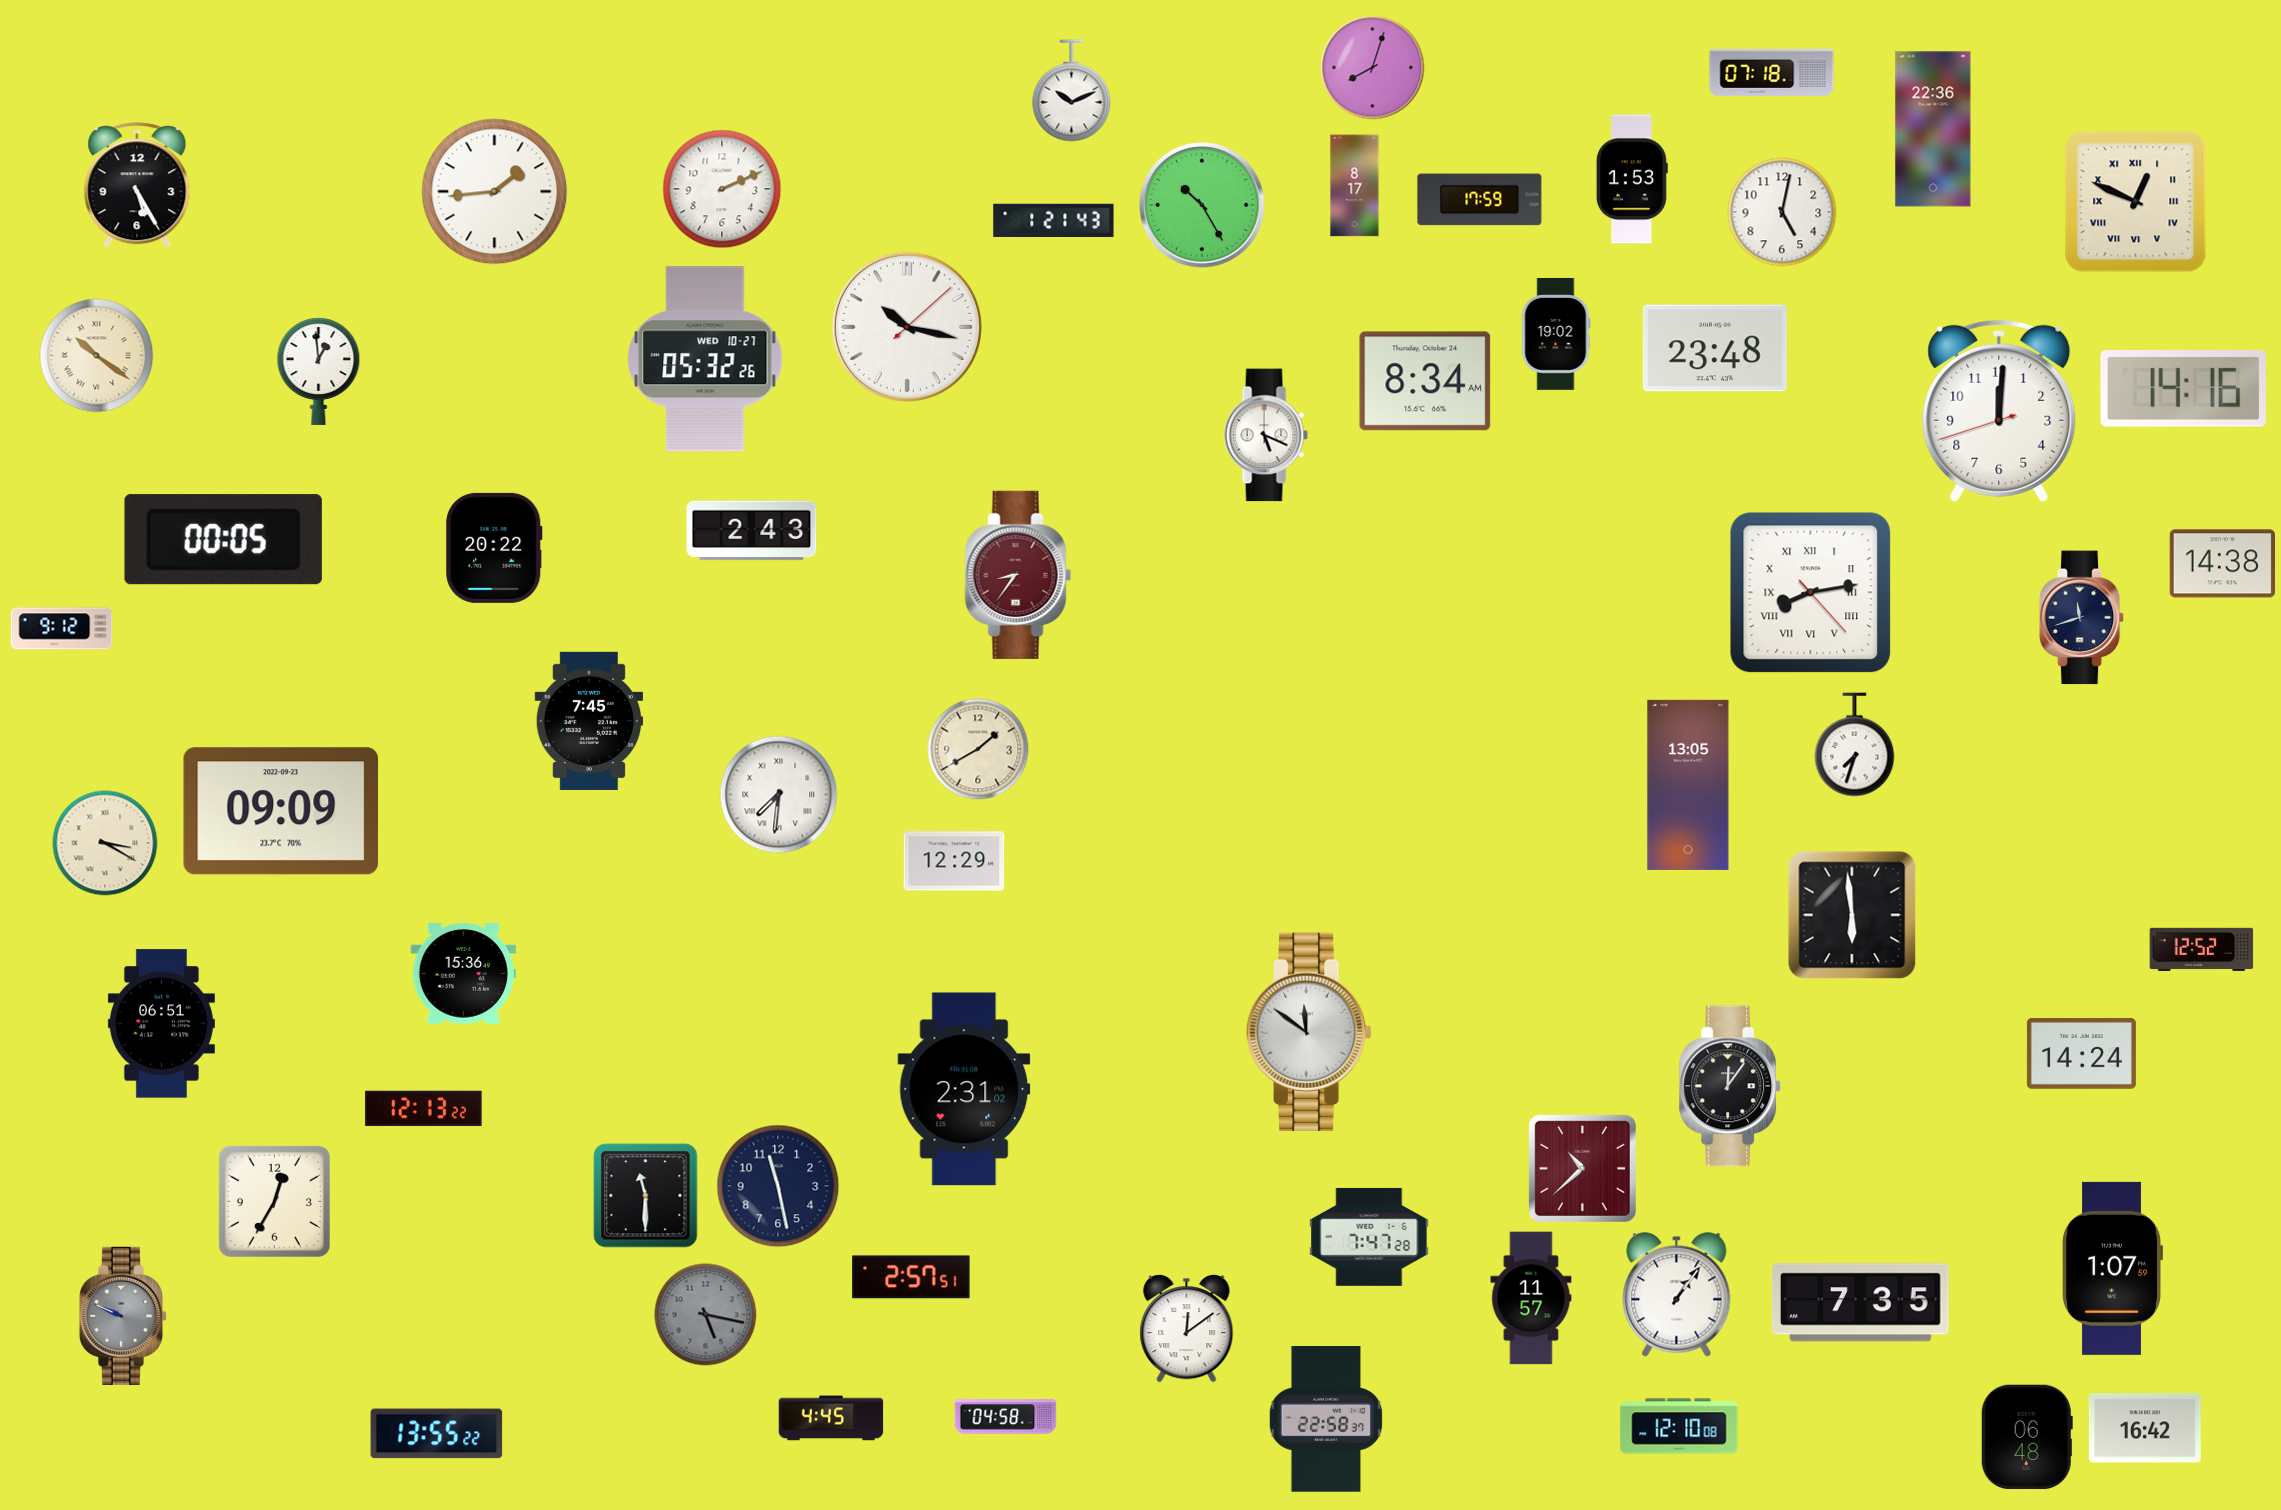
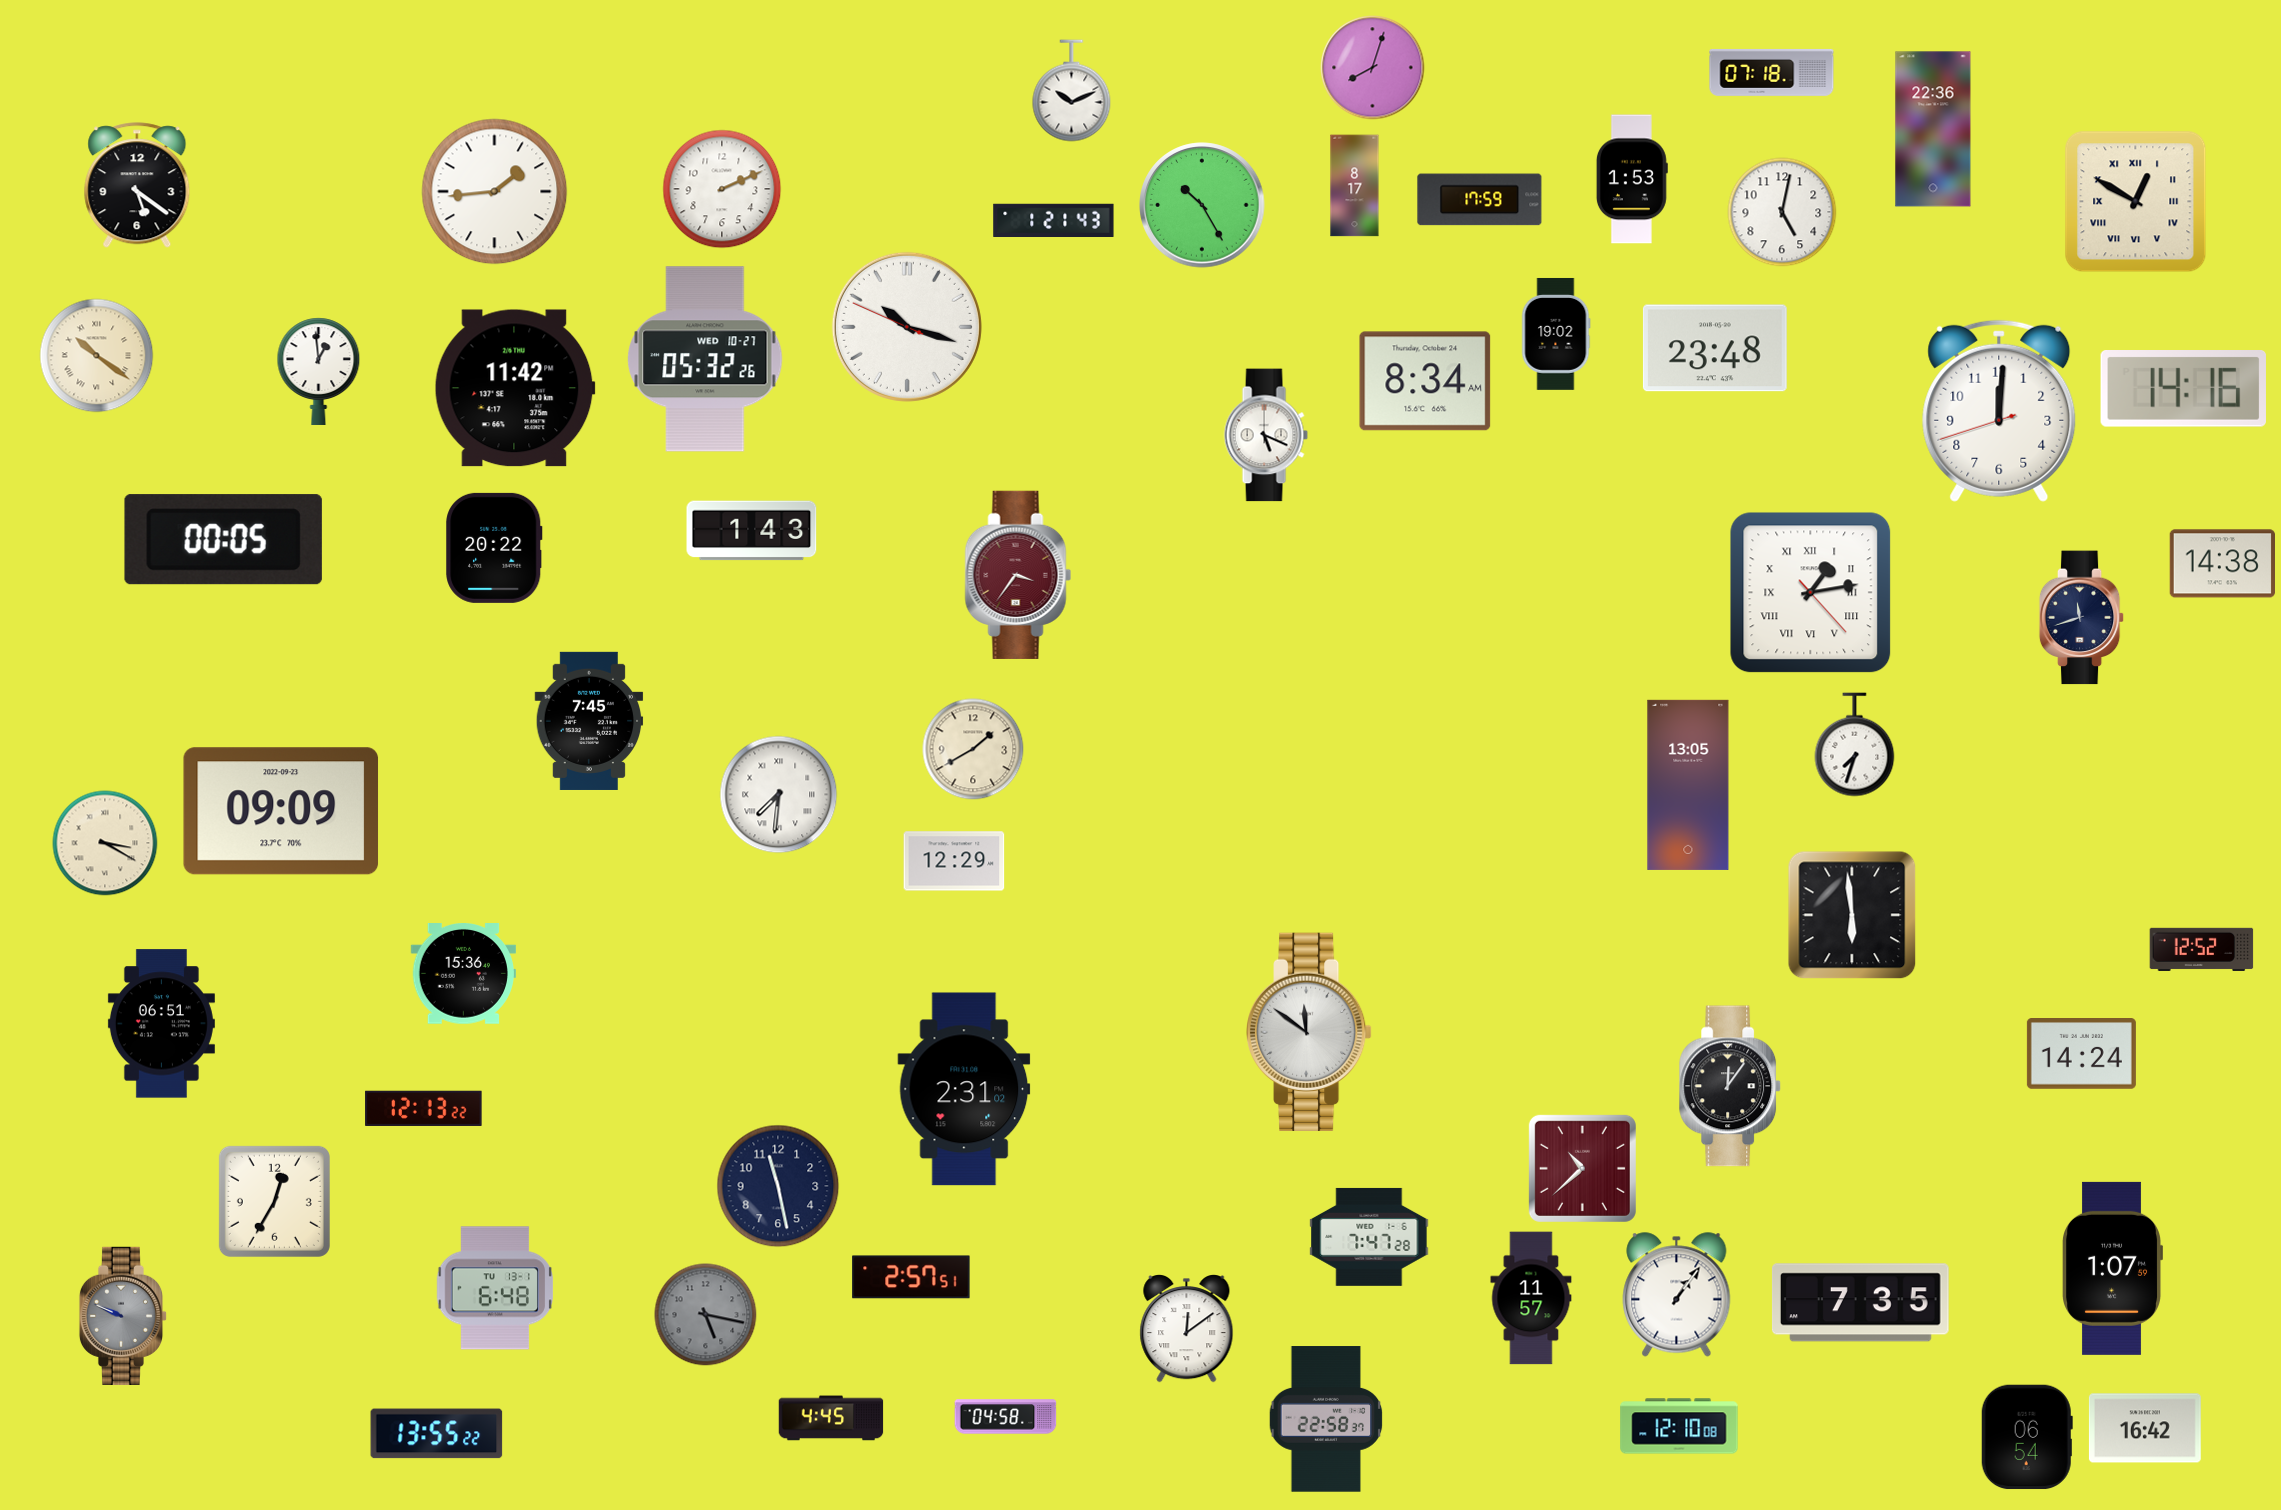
clock at (137, 186): 5:25 -> 5:21
clock at (2136, 202): 12:49 -> 12:50
clock at (907, 327): 10:17:08 -> 10:17:49
clock at (515, 388): none -> 11:42
clock at (752, 531): 2:43 -> 1:43
clock at (1018, 575): 8:36 -> 3:36
clock at (1811, 593): 8:13 -> 1:13
clock at (62, 629): 9:12 -> none
clock at (978, 749) position: (978, 749) -> (973, 749)
clock at (646, 1196): 11:30 -> none
clock at (494, 1288): none -> 6:48
clock at (2027, 1437): 06:48 -> 06:54
